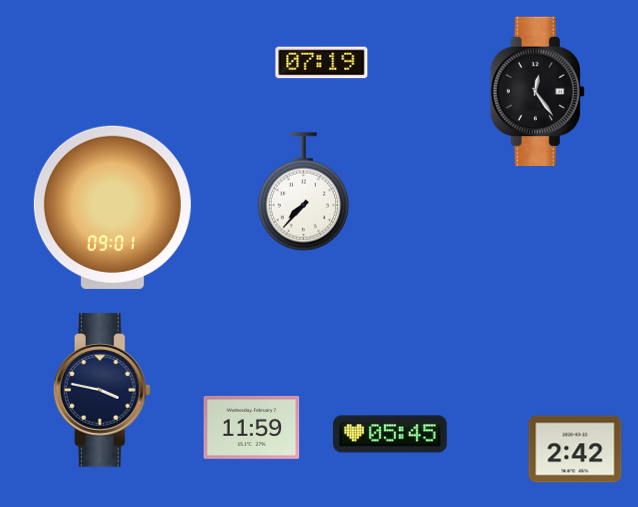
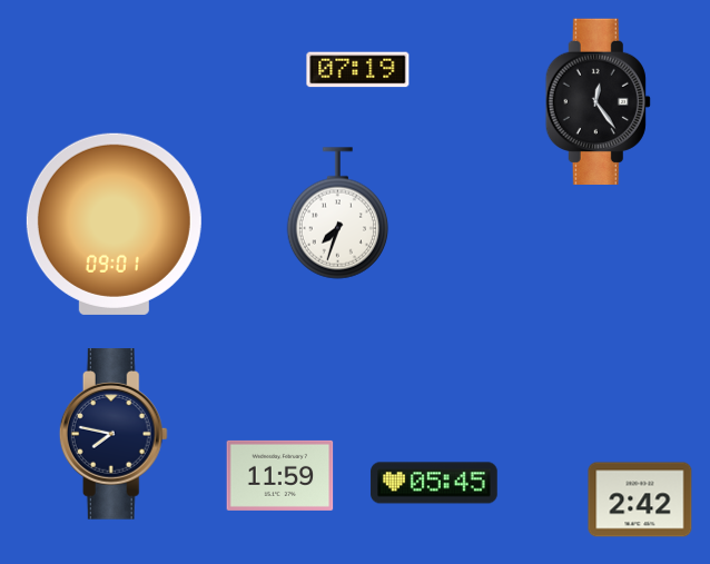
clock at (304, 192): 7:37 -> 7:33
clock at (112, 207) position: (112, 207) -> (114, 224)
clock at (102, 390): 3:47 -> 7:47
